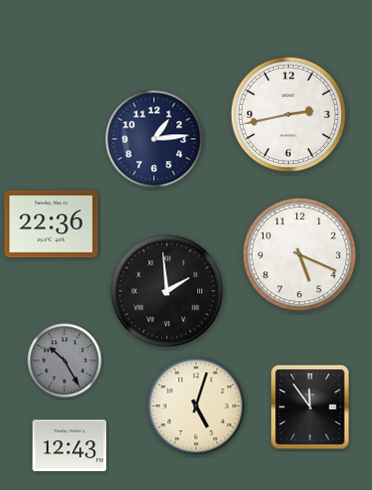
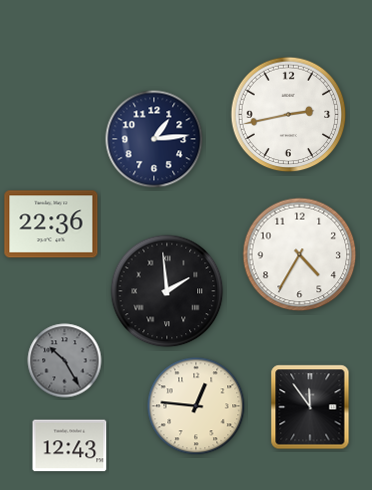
clock at (300, 255): 5:19 -> 4:35
clock at (196, 406): 5:03 -> 12:46
